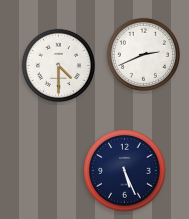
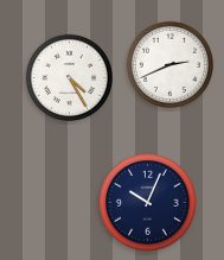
clock at (58, 65): 4:30 -> 4:25
clock at (125, 171): 5:26 -> 10:04
